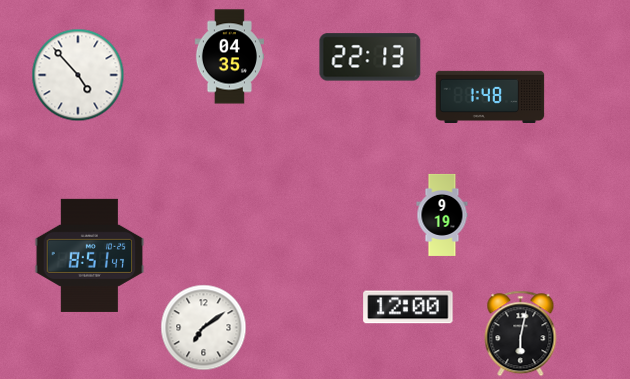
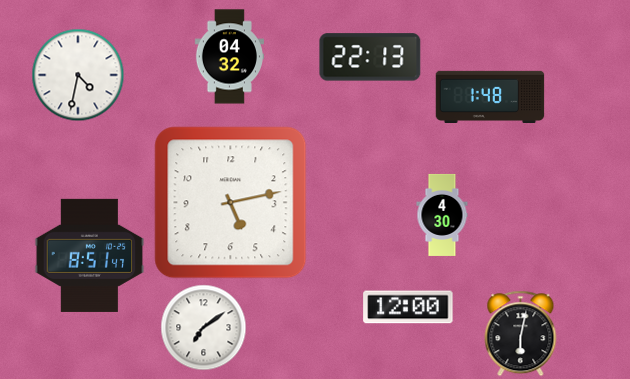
clock at (229, 57): 04:35 -> 04:32
clock at (78, 75): 4:53 -> 4:32
clock at (231, 203): none -> 5:13
clock at (442, 215): 9:19 -> 4:30
